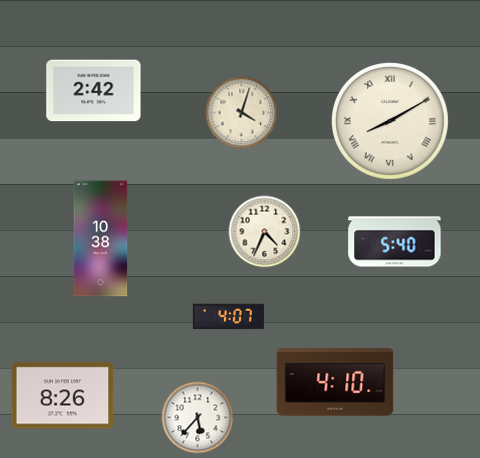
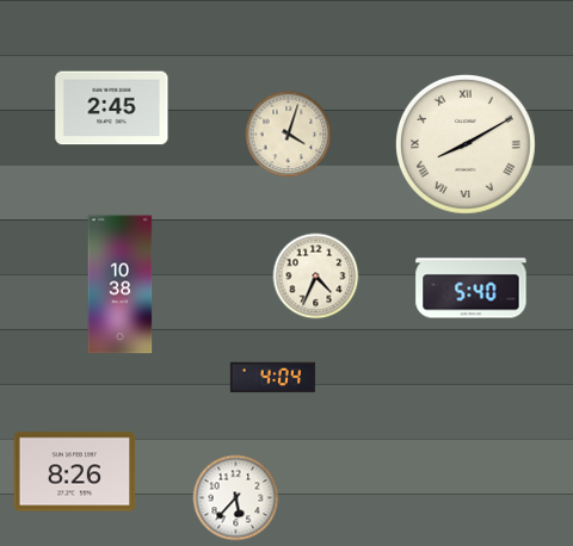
clock at (94, 91): 2:42 -> 2:45
clock at (228, 317): 4:07 -> 4:04
clock at (335, 382): 4:10 -> none
